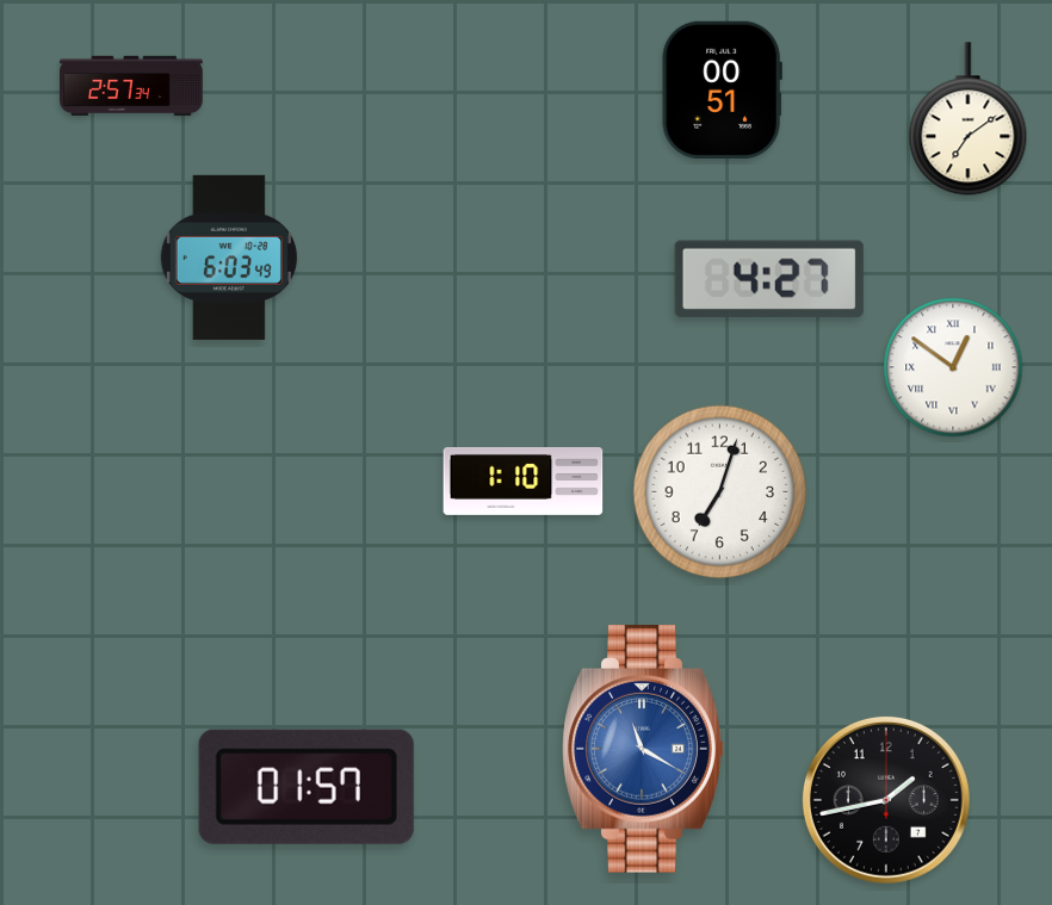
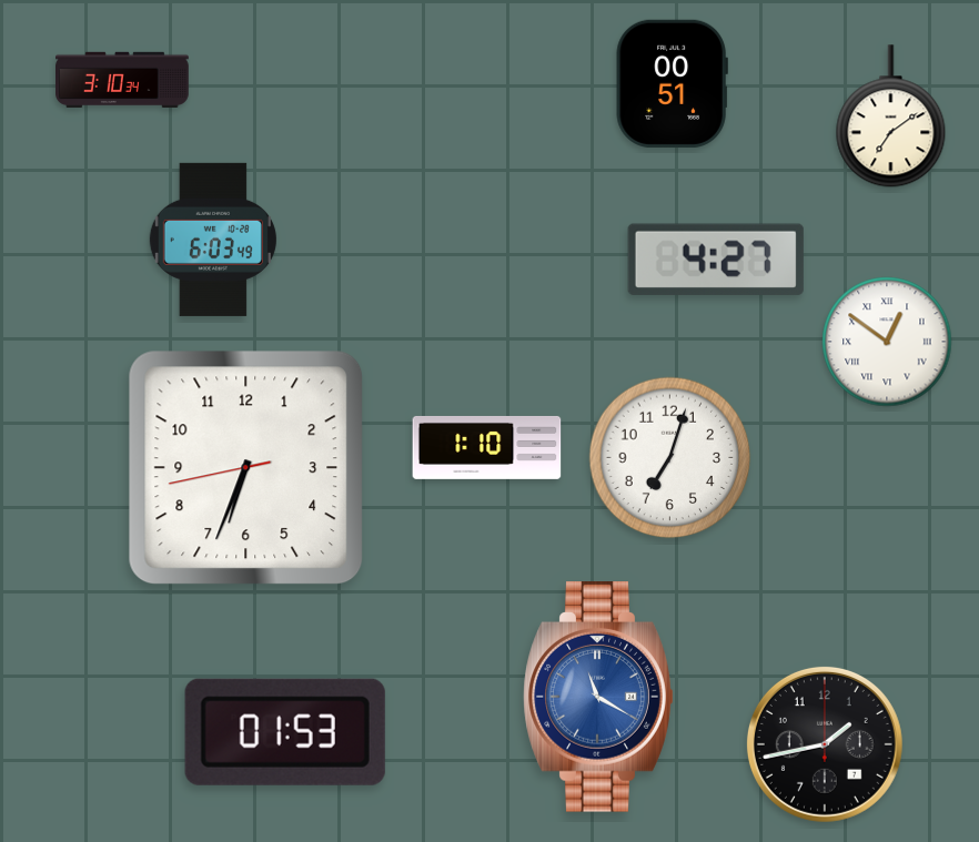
clock at (132, 86): 2:57 -> 3:10
clock at (969, 119) position: (969, 119) -> (891, 116)
clock at (246, 468): none -> 6:33
clock at (307, 787): 01:57 -> 01:53
